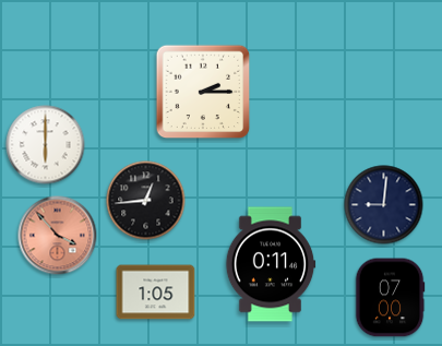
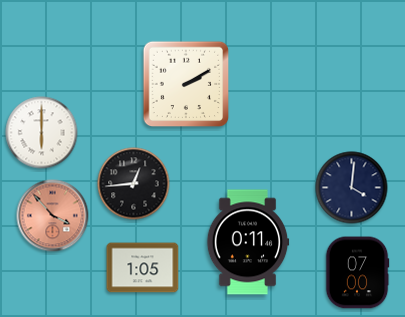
clock at (203, 92): 2:15 -> 2:10
clock at (384, 205): 9:01 -> 4:01
